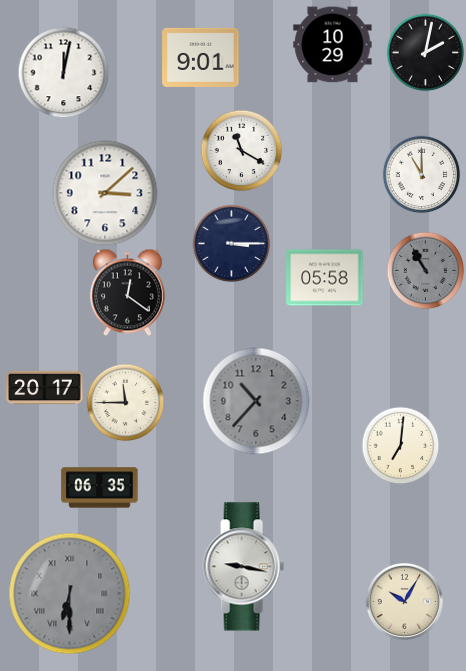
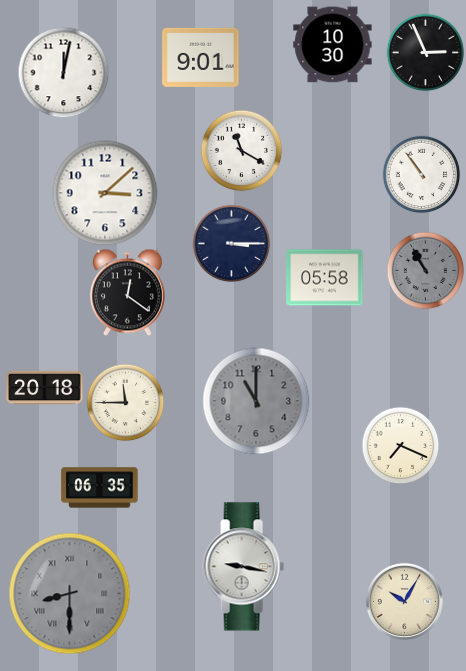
clock at (333, 45): 10:29 -> 10:30
clock at (425, 52): 2:02 -> 2:56
clock at (421, 174): 11:00 -> 10:54
clock at (45, 388): 20:17 -> 20:18
clock at (256, 401): 10:37 -> 11:00
clock at (400, 445): 7:01 -> 7:19
clock at (70, 594): 6:30 -> 8:30
